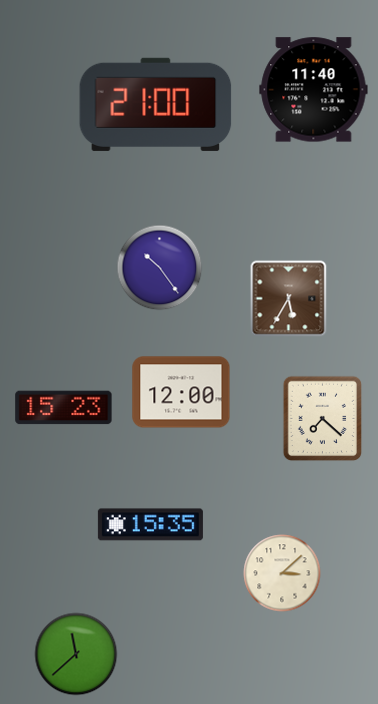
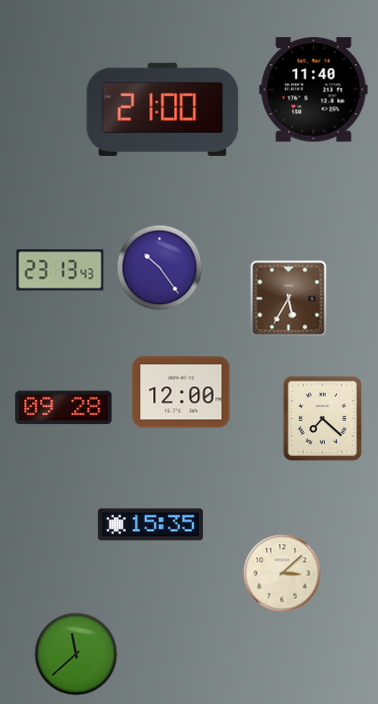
clock at (156, 104) position: (156, 104) -> (163, 109)
clock at (60, 270): none -> 23:13
clock at (64, 408): 15:23 -> 09:28
